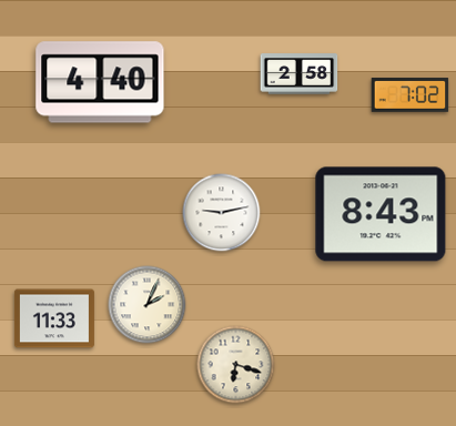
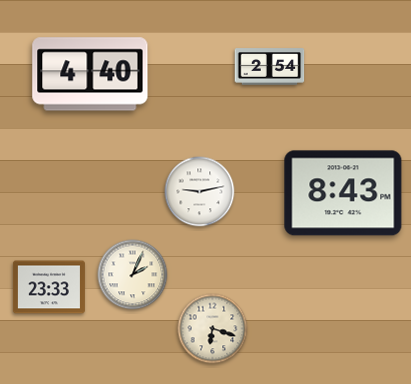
clock at (300, 74): 2:58 -> 2:54
clock at (411, 95): 7:02 -> none
clock at (54, 318): 11:33 -> 23:33
